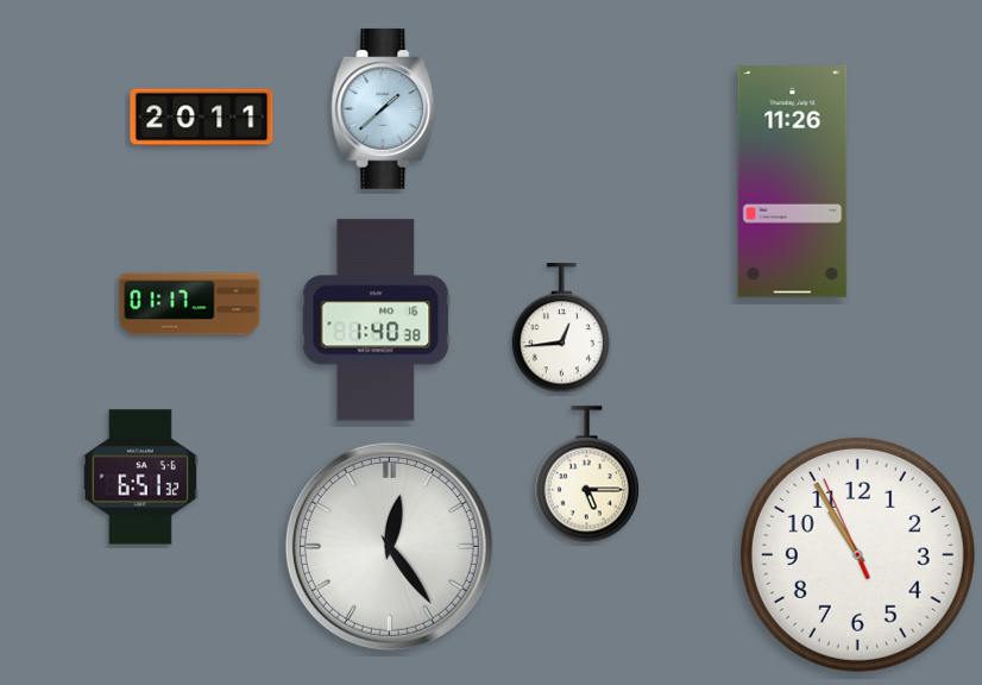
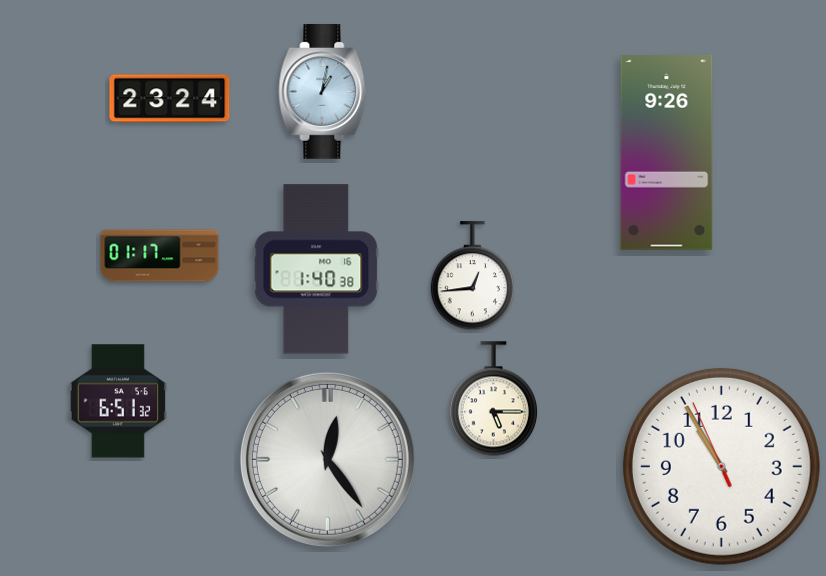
clock at (384, 108): 1:38 -> 1:02
clock at (202, 118): 20:11 -> 23:24
clock at (793, 182): 11:26 -> 9:26
